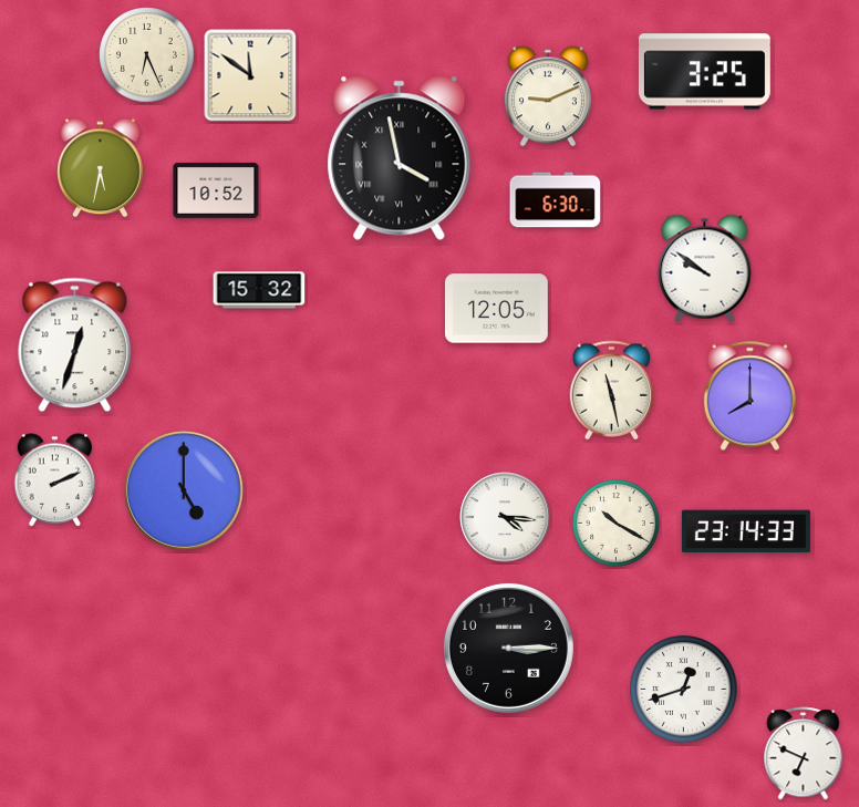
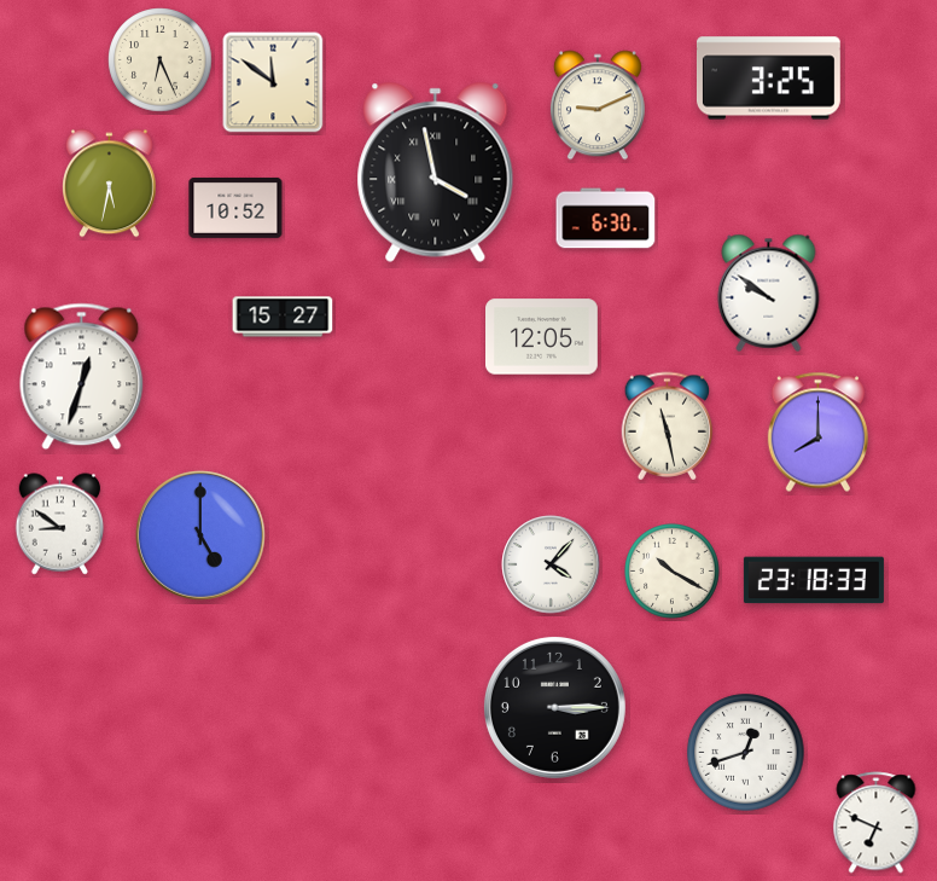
clock at (259, 290): 15:32 -> 15:27
clock at (55, 480): 2:11 -> 8:51
clock at (505, 517): 4:16 -> 4:07
clock at (746, 531): 23:14 -> 23:18
